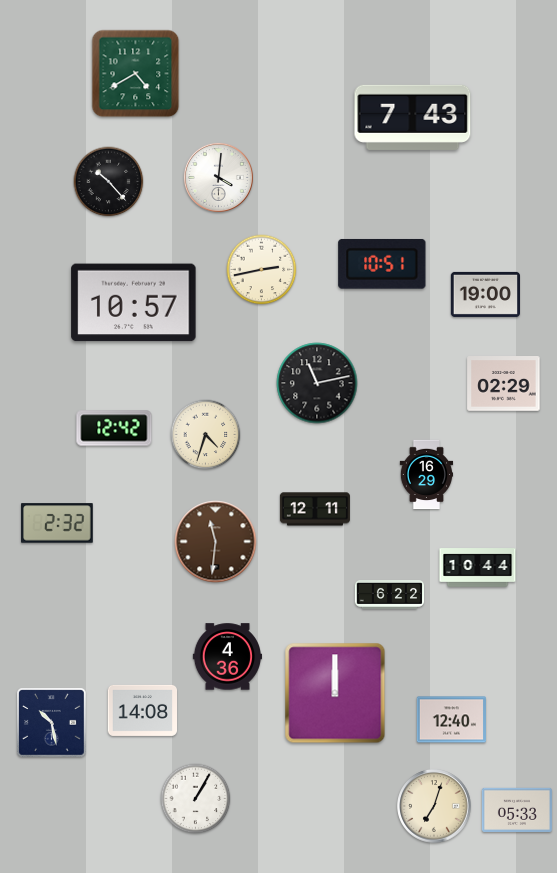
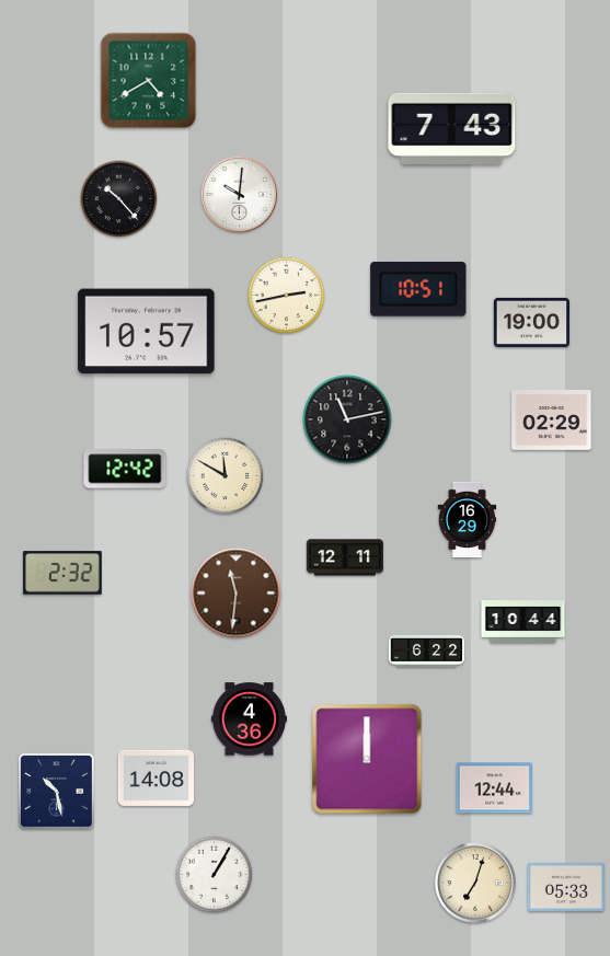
clock at (218, 177): 4:01 -> 10:01
clock at (206, 435): 4:33 -> 11:50
clock at (451, 720): 12:40 -> 12:44
